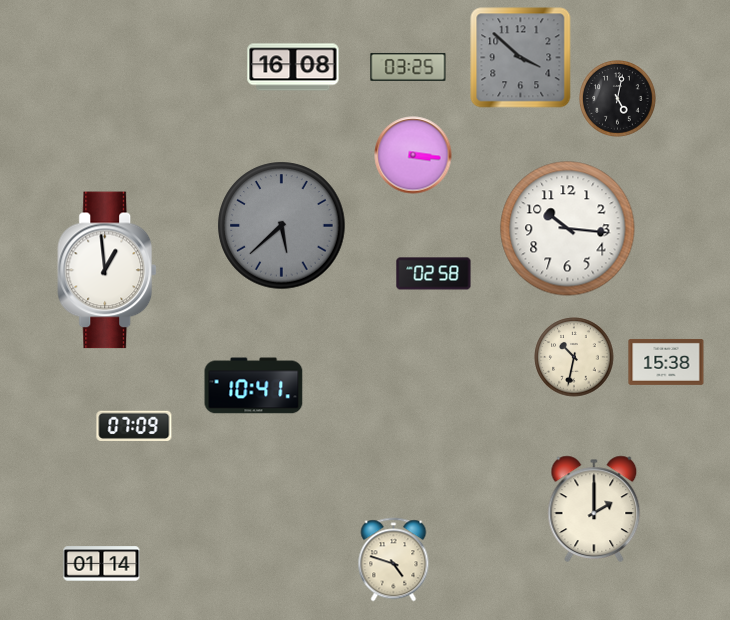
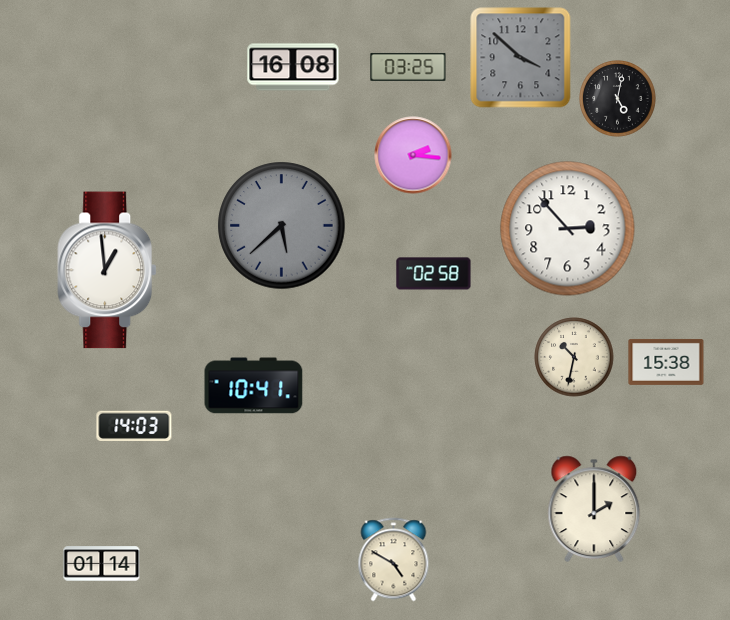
clock at (413, 155): 3:16 -> 2:16
clock at (568, 229): 10:16 -> 2:53
clock at (134, 425): 07:09 -> 14:03
clock at (394, 560): 4:48 -> 4:50
